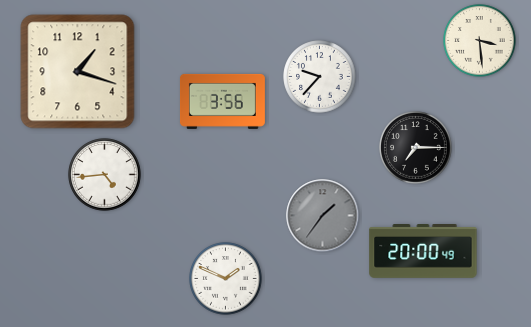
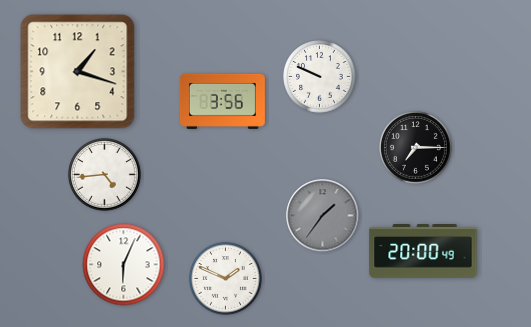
clock at (480, 41): 3:29 -> none
clock at (320, 77): 9:37 -> 9:49
clock at (124, 265): none -> 6:04
